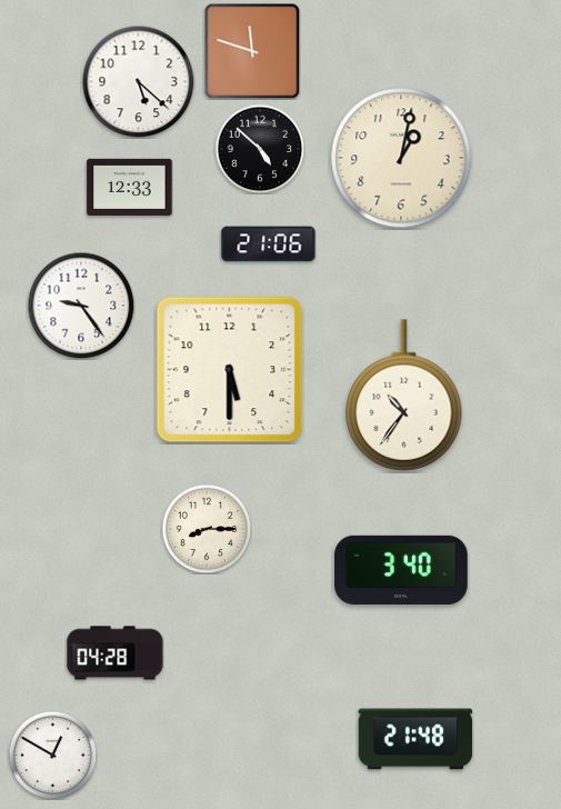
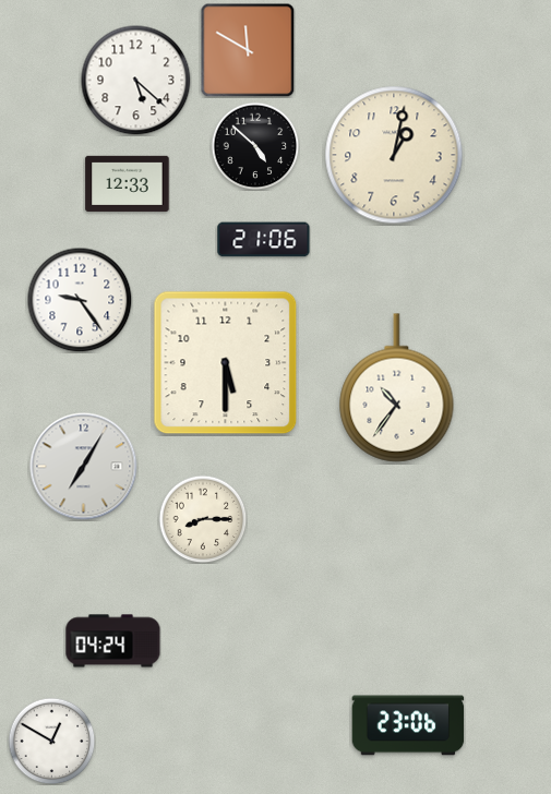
clock at (252, 51): 11:48 -> 11:50
clock at (84, 467): none -> 7:05
clock at (401, 570): 3:40 -> none
clock at (116, 653): 04:28 -> 04:24
clock at (415, 739): 21:48 -> 23:06
